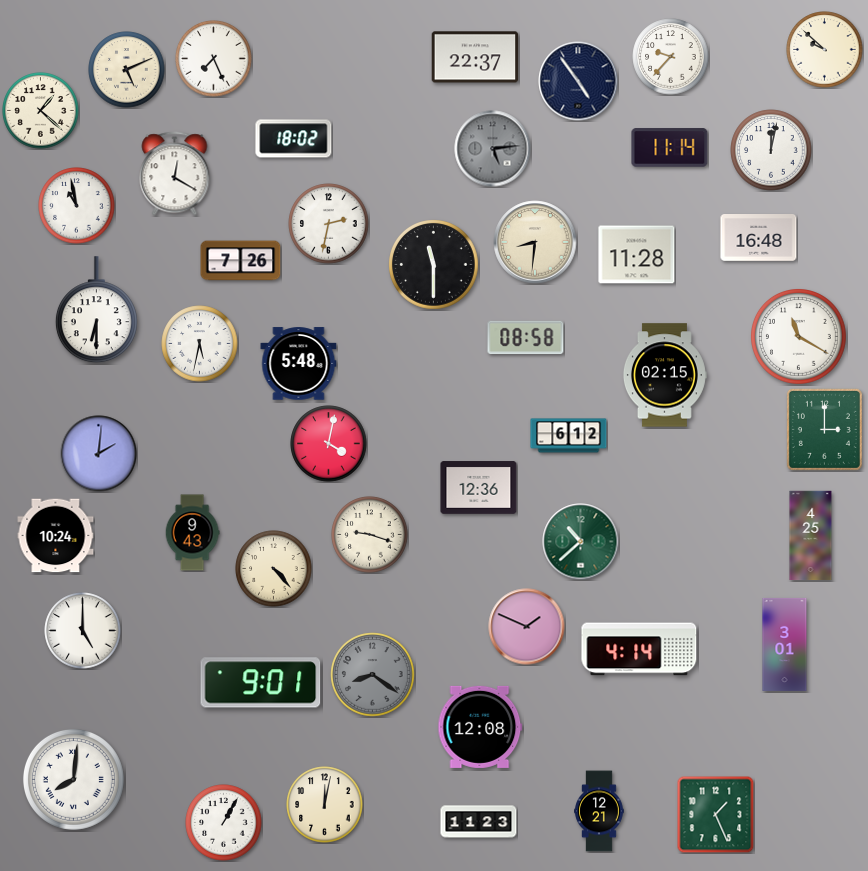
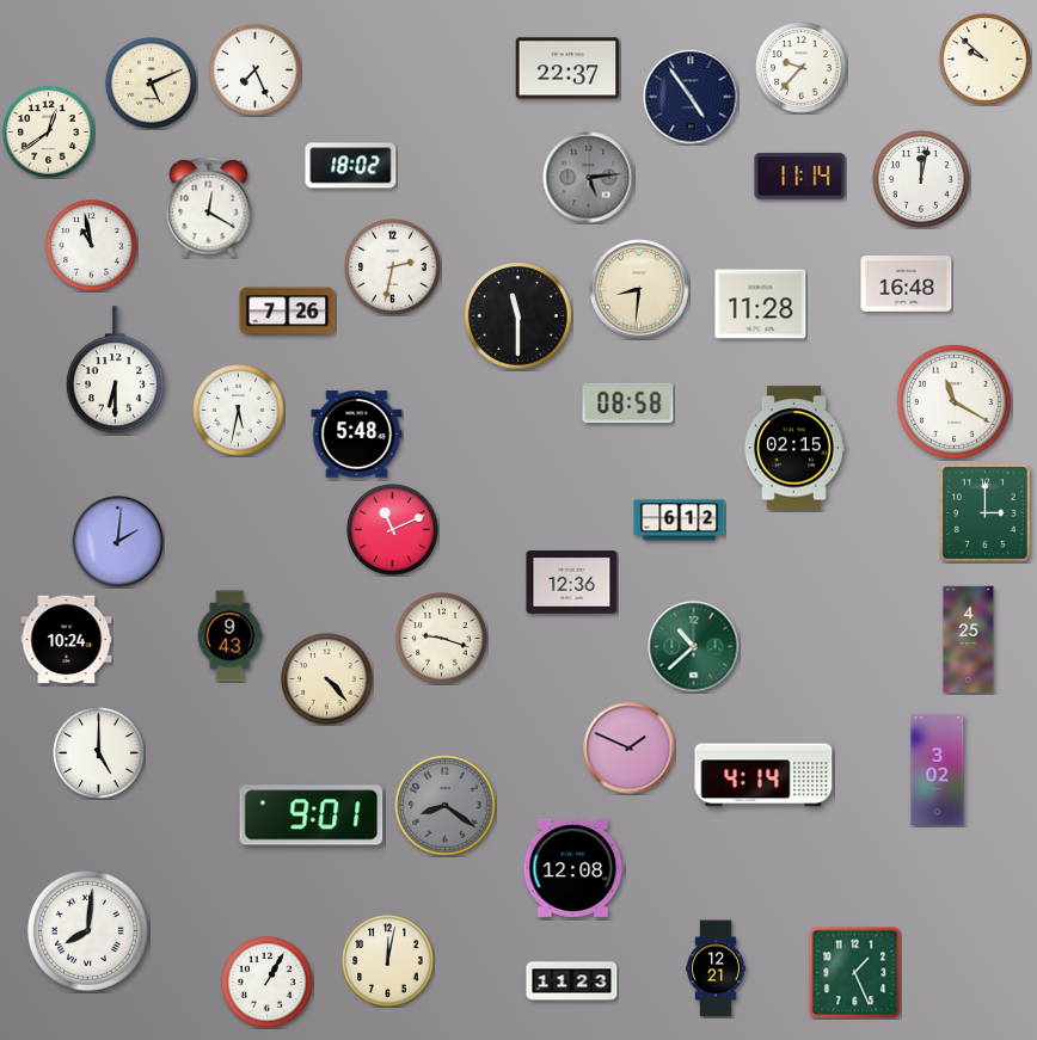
clock at (41, 111): 1:22 -> 12:39
clock at (329, 444): 4:02 -> 11:11
clock at (785, 644): 3:01 -> 3:02
